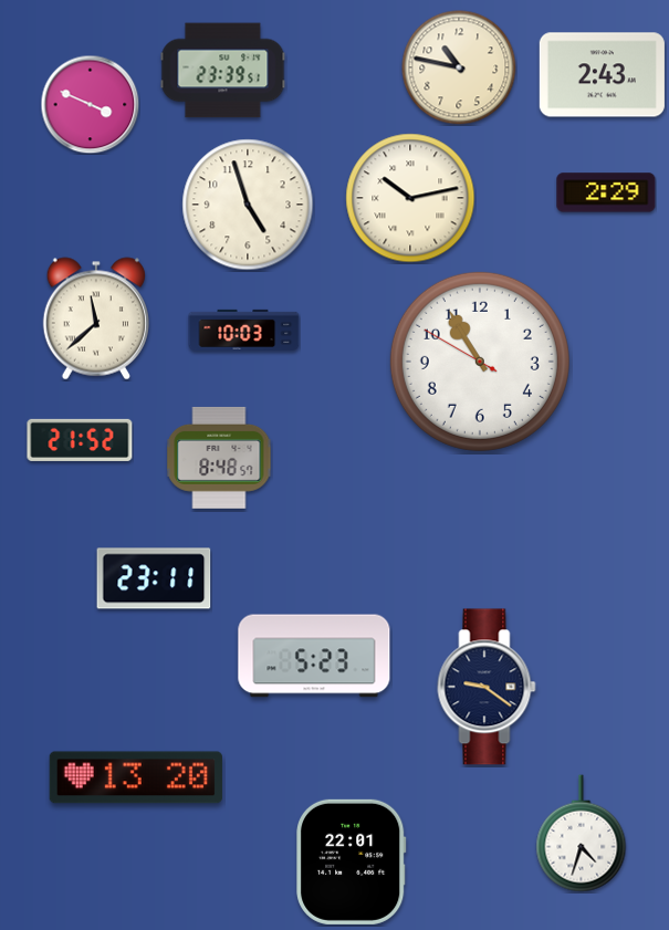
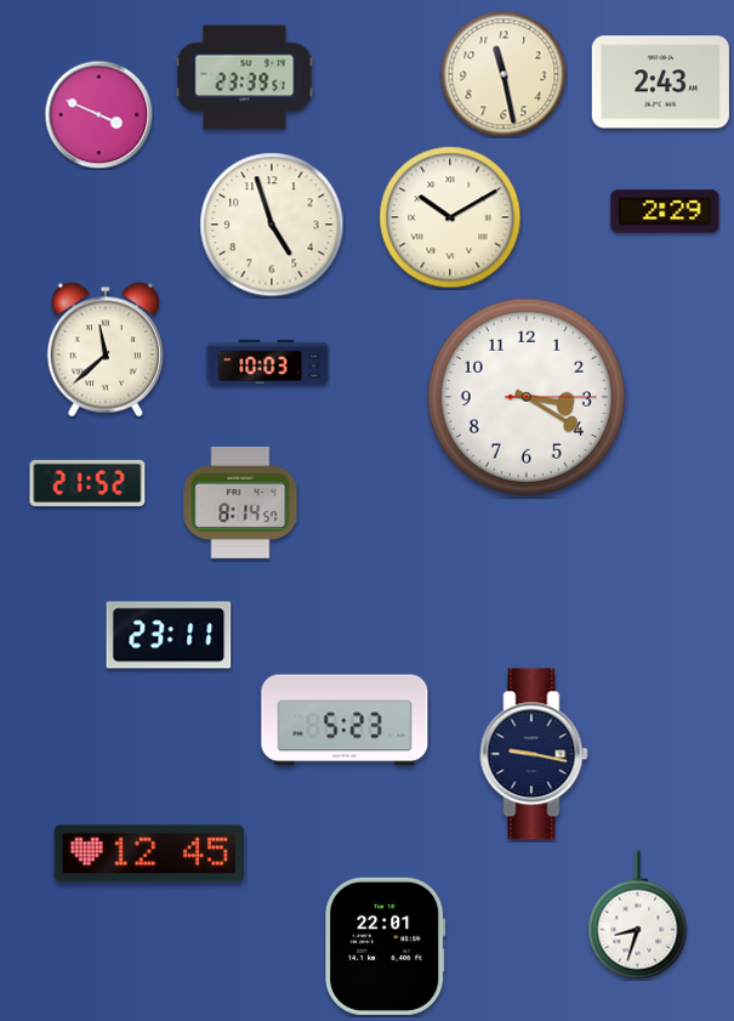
clock at (459, 67): 10:47 -> 11:28
clock at (410, 198): 10:13 -> 10:10
clock at (480, 362): 10:54 -> 3:20
clock at (219, 458): 8:48 -> 8:14
clock at (487, 687): 9:21 -> 9:17
clock at (136, 777): 13:20 -> 12:45
clock at (582, 834): 4:33 -> 8:33
